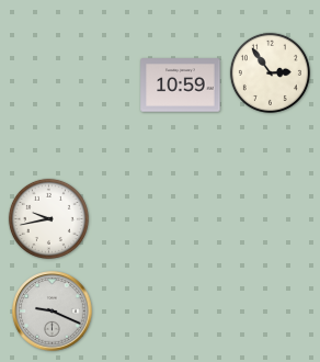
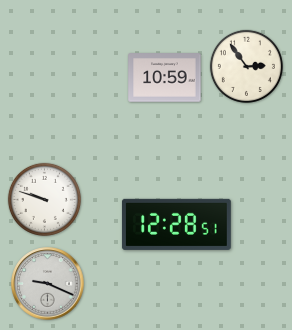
clock at (48, 218): 9:43 -> 9:48
clock at (176, 224): none -> 12:28
